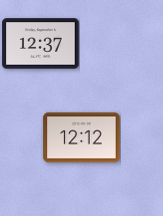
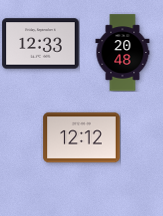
clock at (41, 44): 12:37 -> 12:33
clock at (123, 53): none -> 20:48
